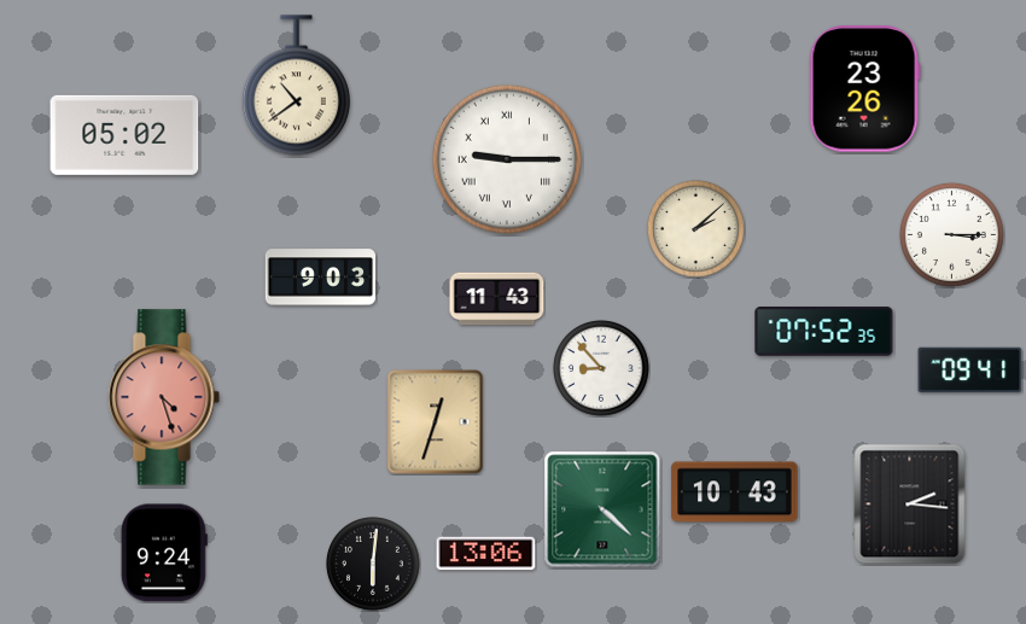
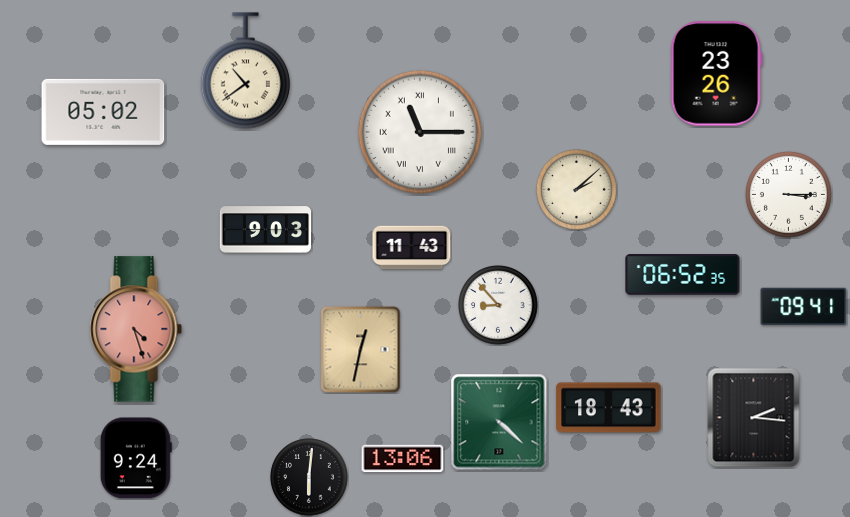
clock at (506, 158): 9:15 -> 11:15
clock at (824, 332): 07:52 -> 06:52
clock at (436, 422): 12:33 -> 12:32
clock at (735, 492): 10:43 -> 18:43
clock at (373, 564) position: (373, 564) -> (309, 477)
